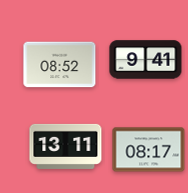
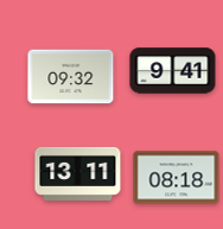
clock at (60, 65): 08:52 -> 09:32
clock at (149, 150): 08:17 -> 08:18
